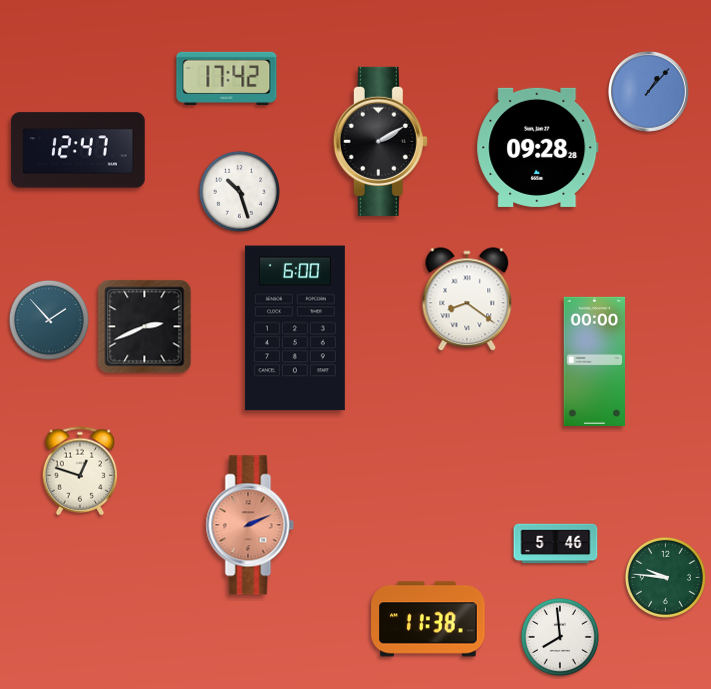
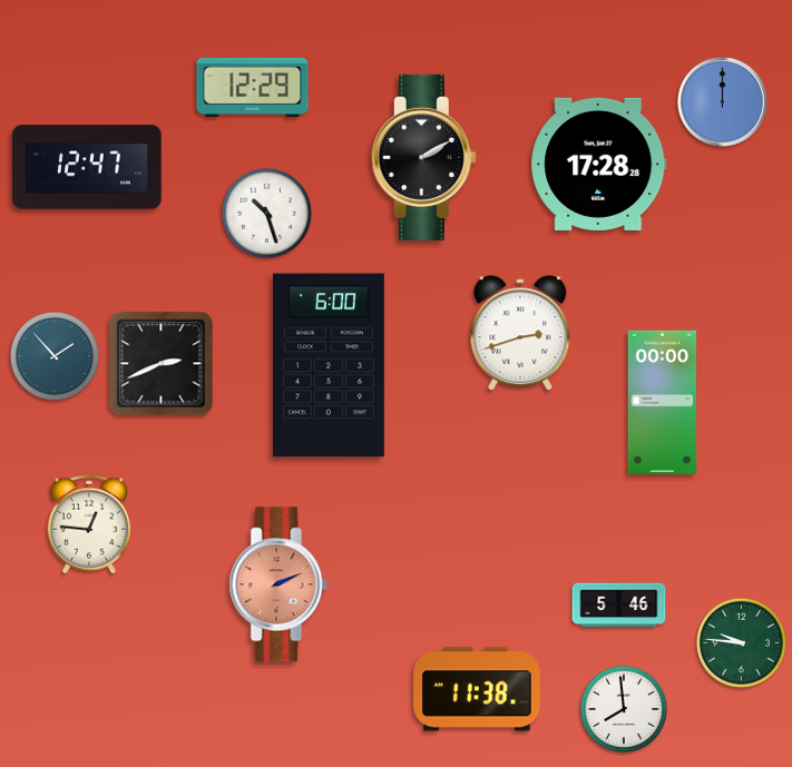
clock at (227, 78): 17:42 -> 12:29
clock at (649, 92): 1:07 -> 12:00
clock at (538, 147): 09:28 -> 17:28
clock at (467, 300): 8:21 -> 2:42
clock at (79, 471): 12:48 -> 12:46
